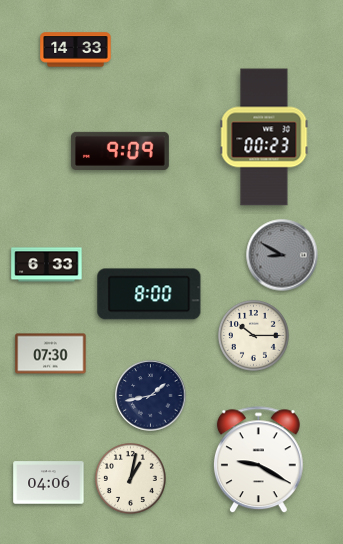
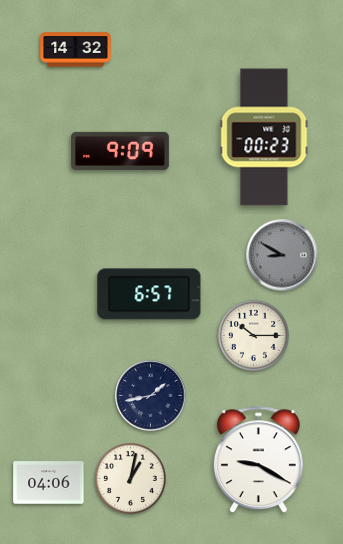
clock at (76, 50): 14:33 -> 14:32
clock at (47, 265): 6:33 -> none
clock at (149, 294): 8:00 -> 6:57
clock at (51, 354): 07:30 -> none
